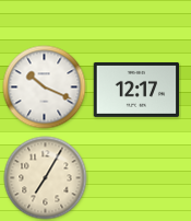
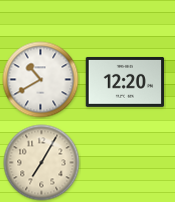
clock at (45, 88): 10:19 -> 10:40
clock at (136, 90): 12:17 -> 12:20
